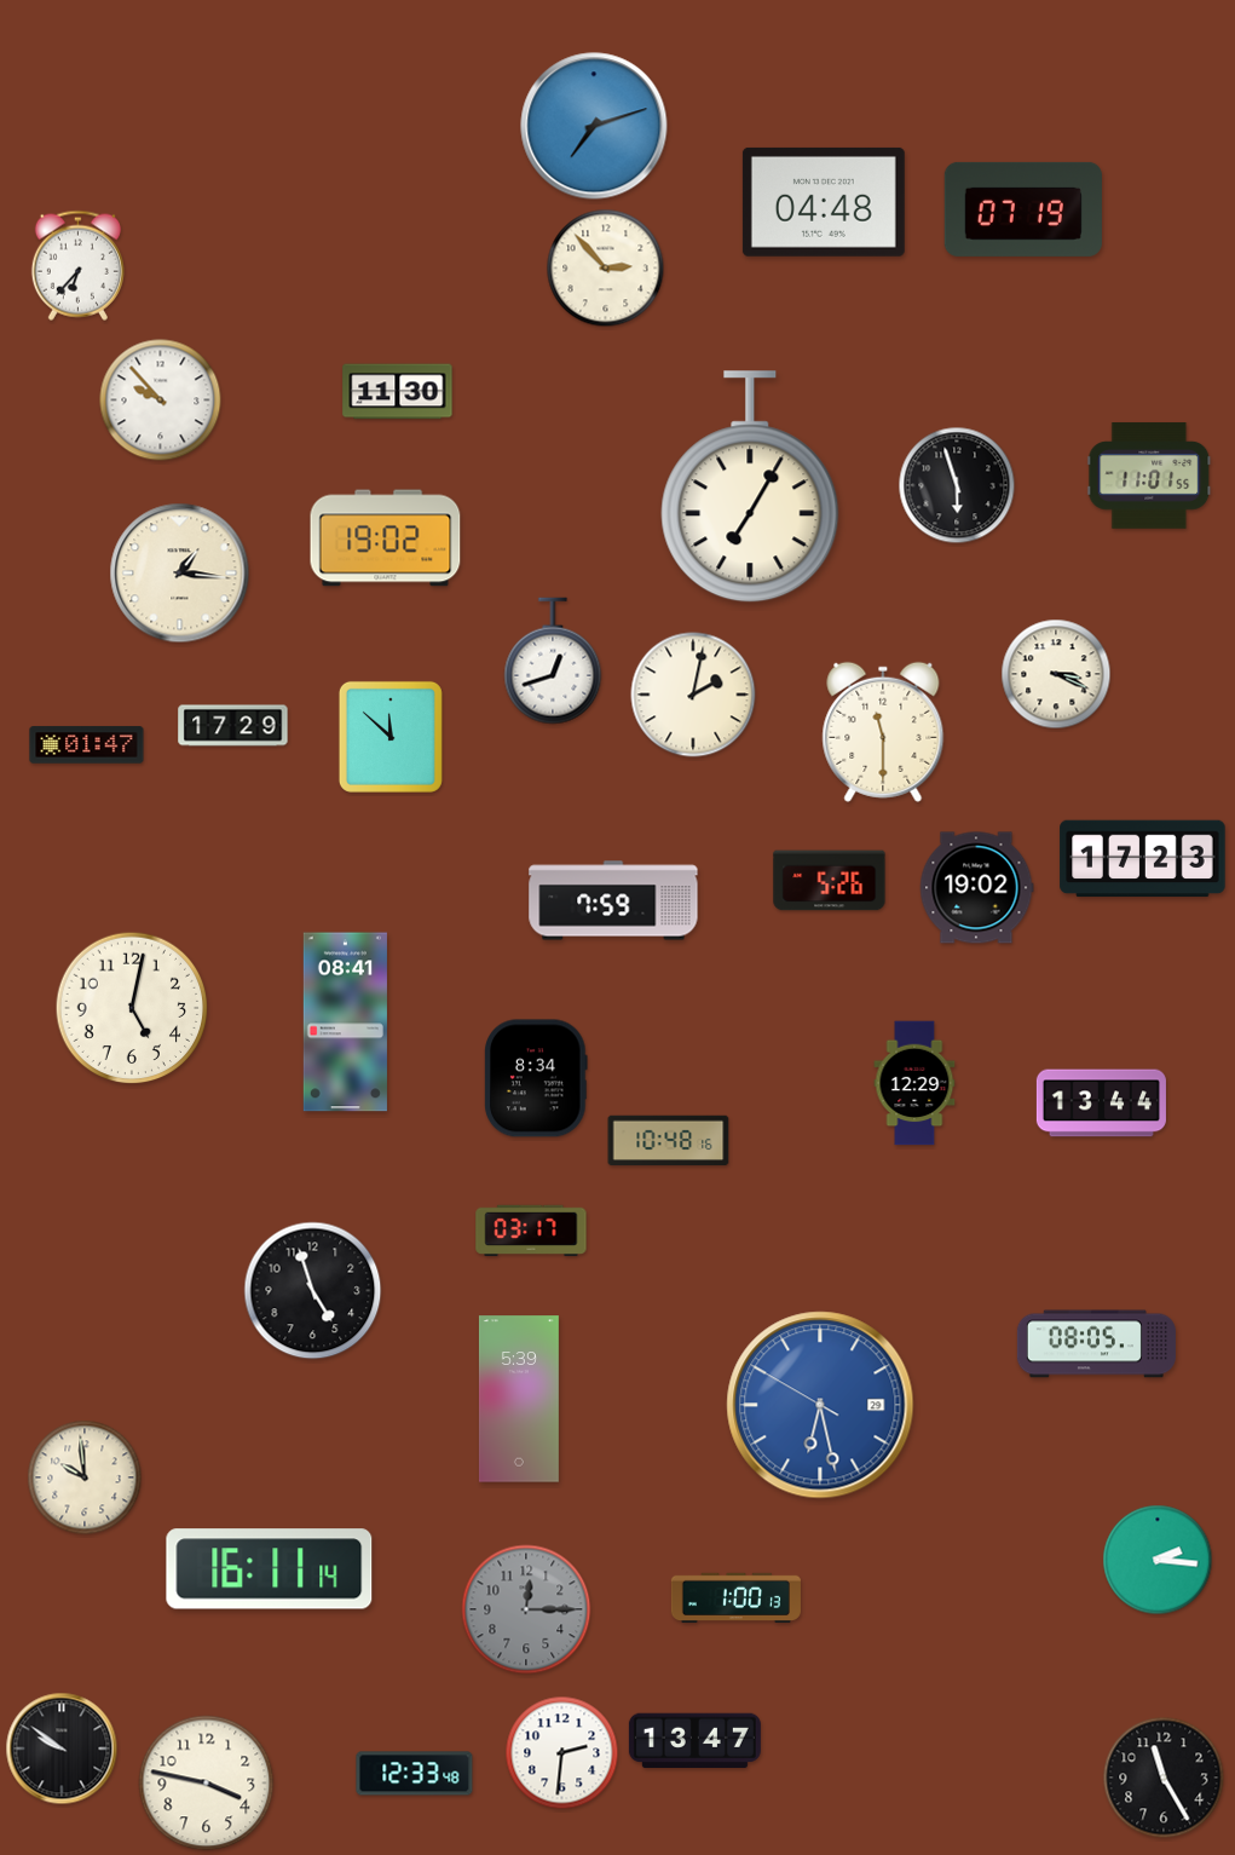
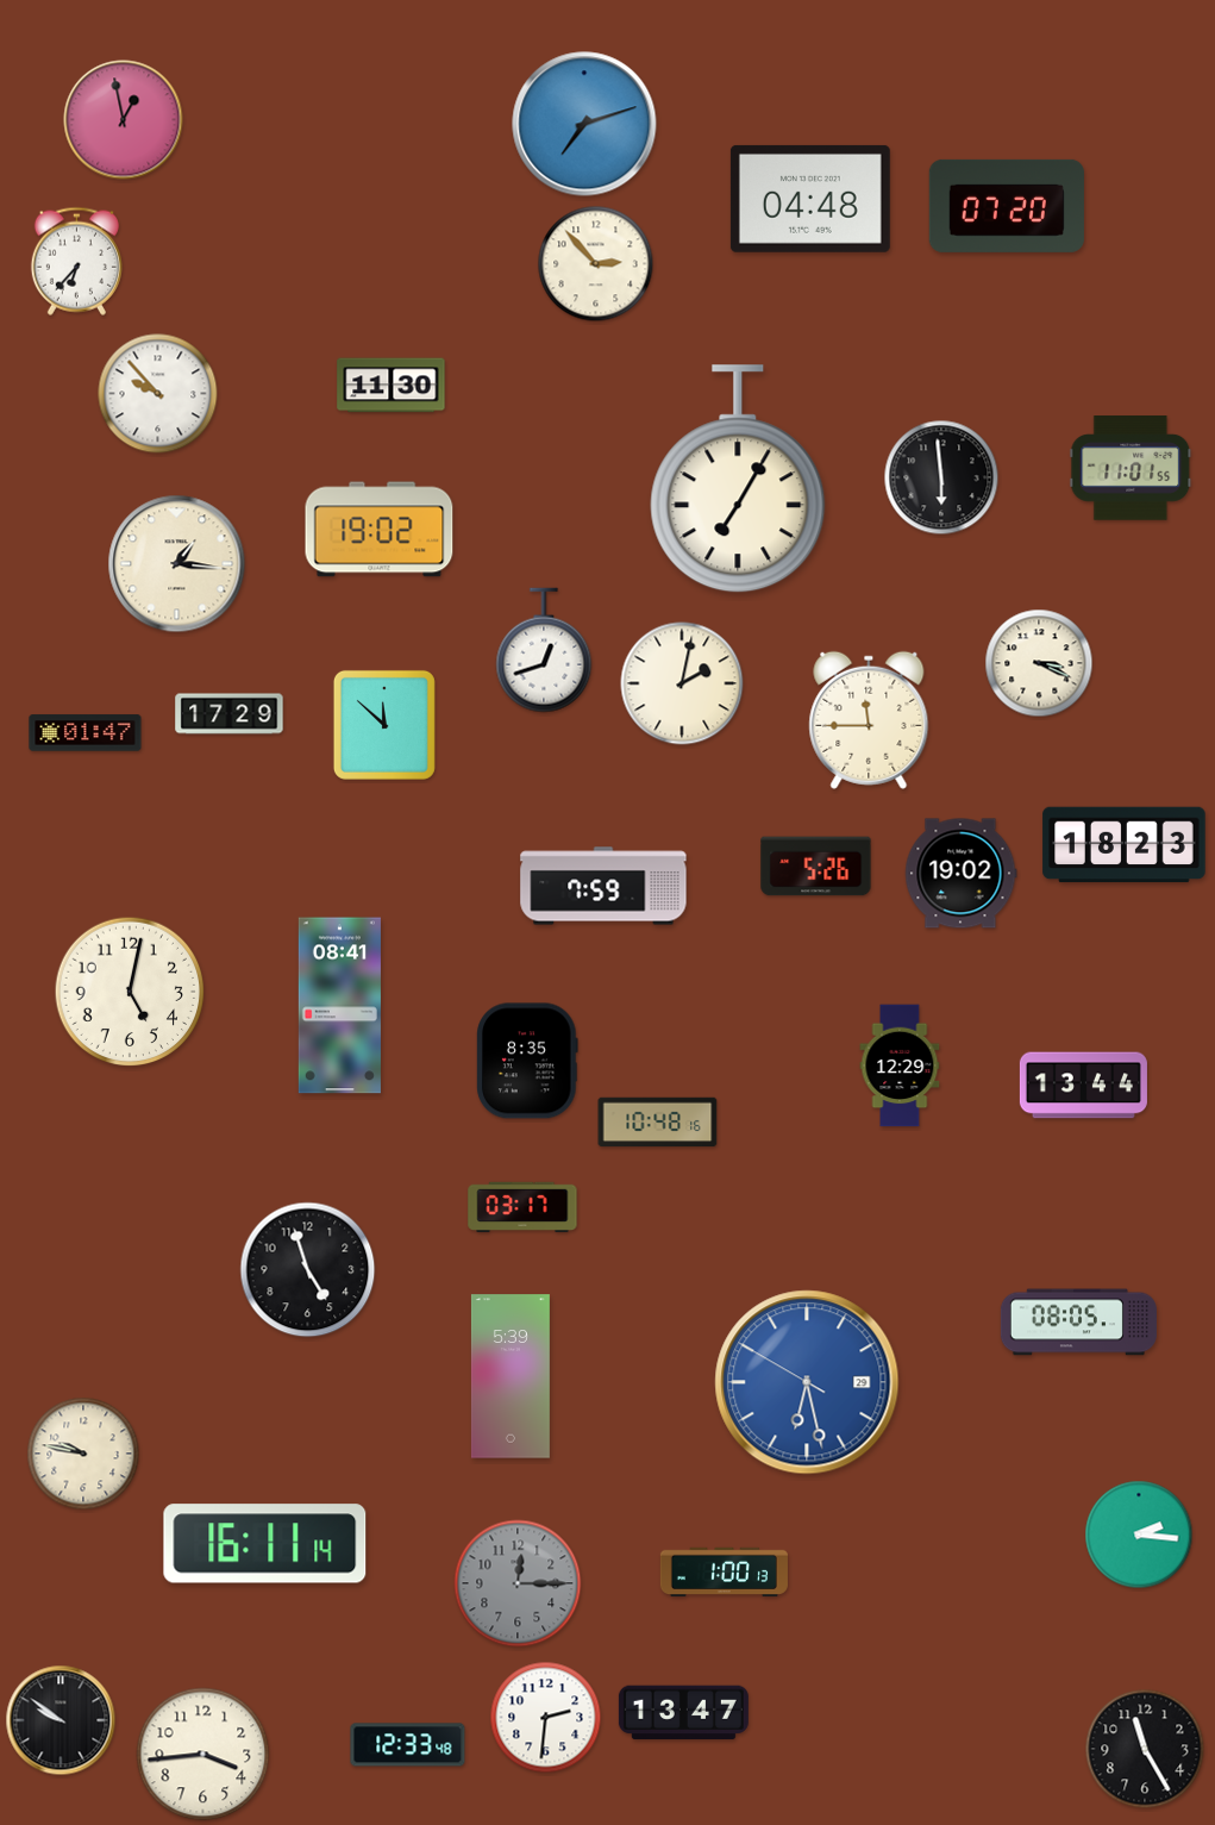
clock at (124, 120): none -> 12:58
clock at (1023, 209): 07:19 -> 07:20
clock at (957, 485): 5:57 -> 5:59
clock at (883, 732): 11:30 -> 11:45
clock at (1143, 859): 17:23 -> 18:23
clock at (537, 1078): 8:34 -> 8:35
clock at (531, 1231) position: (531, 1231) -> (522, 1207)
clock at (85, 1477): 9:59 -> 9:47
clock at (562, 1753) position: (562, 1753) -> (546, 1718)
clock at (207, 1784): 3:47 -> 3:44
